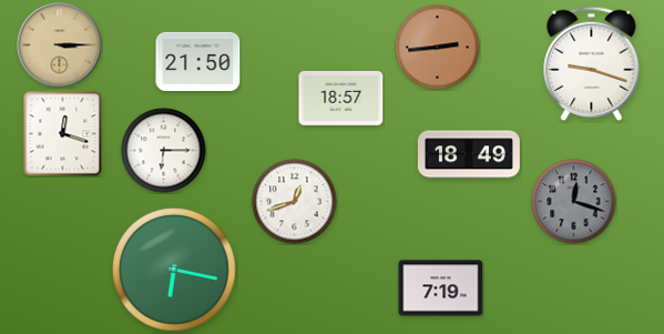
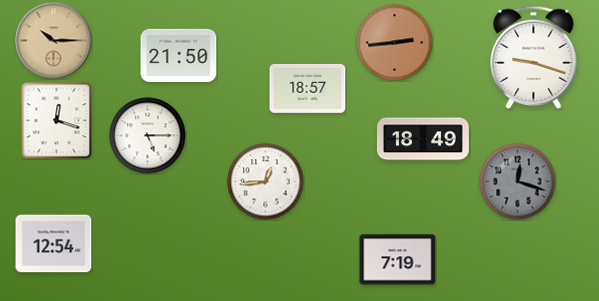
clock at (60, 45): 3:15 -> 10:15
clock at (164, 151): 6:15 -> 5:15
clock at (295, 202): 12:42 -> 12:44
clock at (174, 270): 6:17 -> none
clock at (54, 244): none -> 12:54
